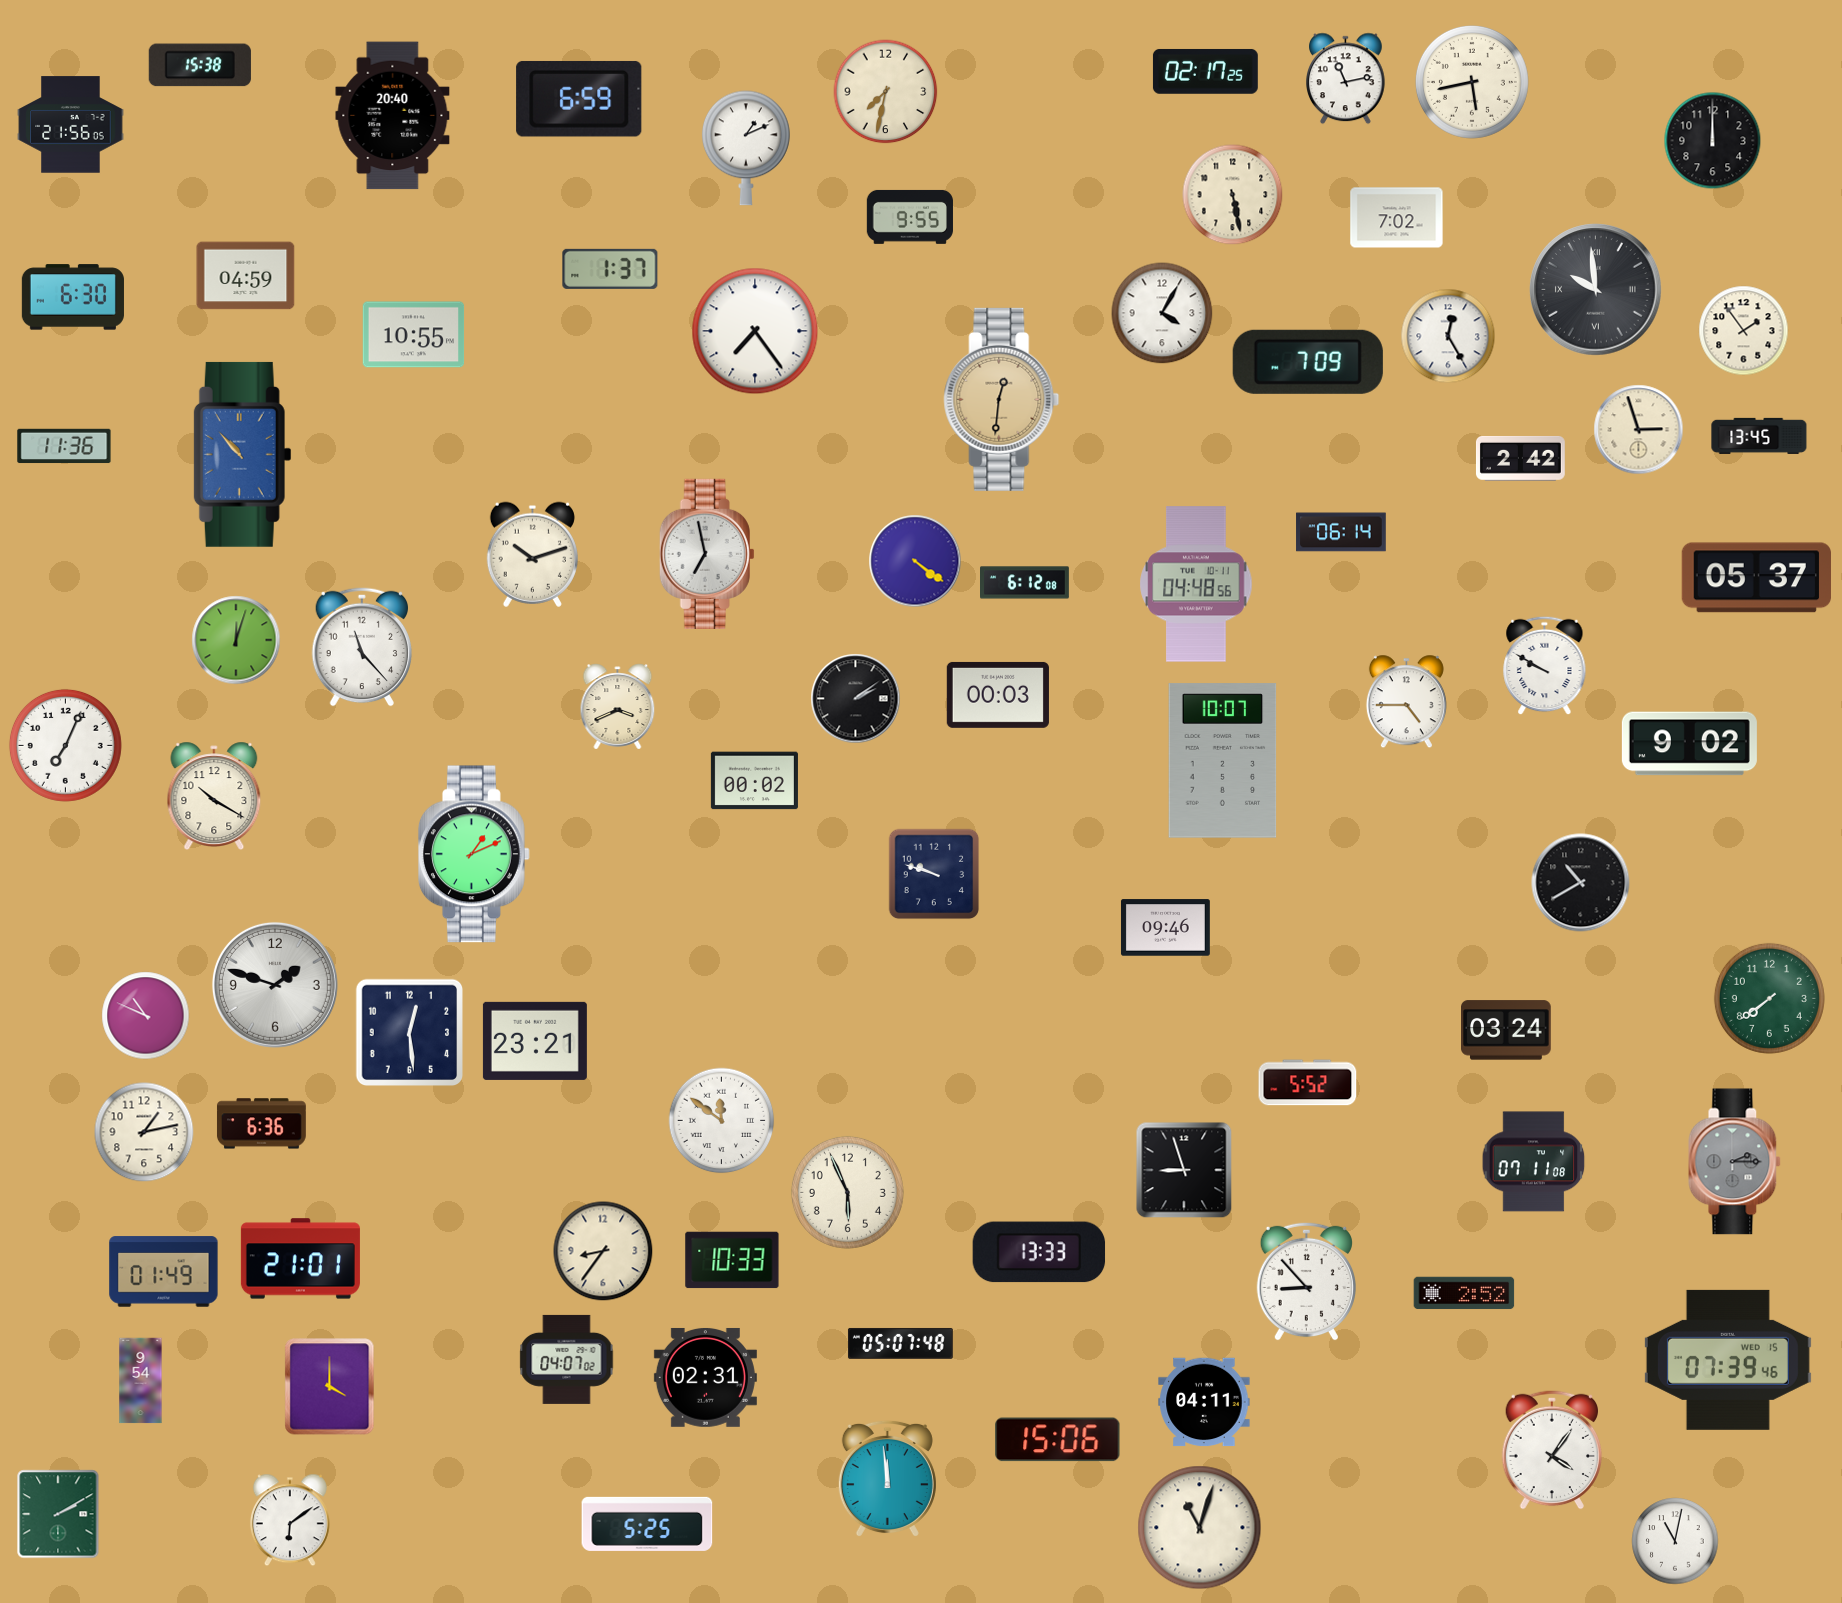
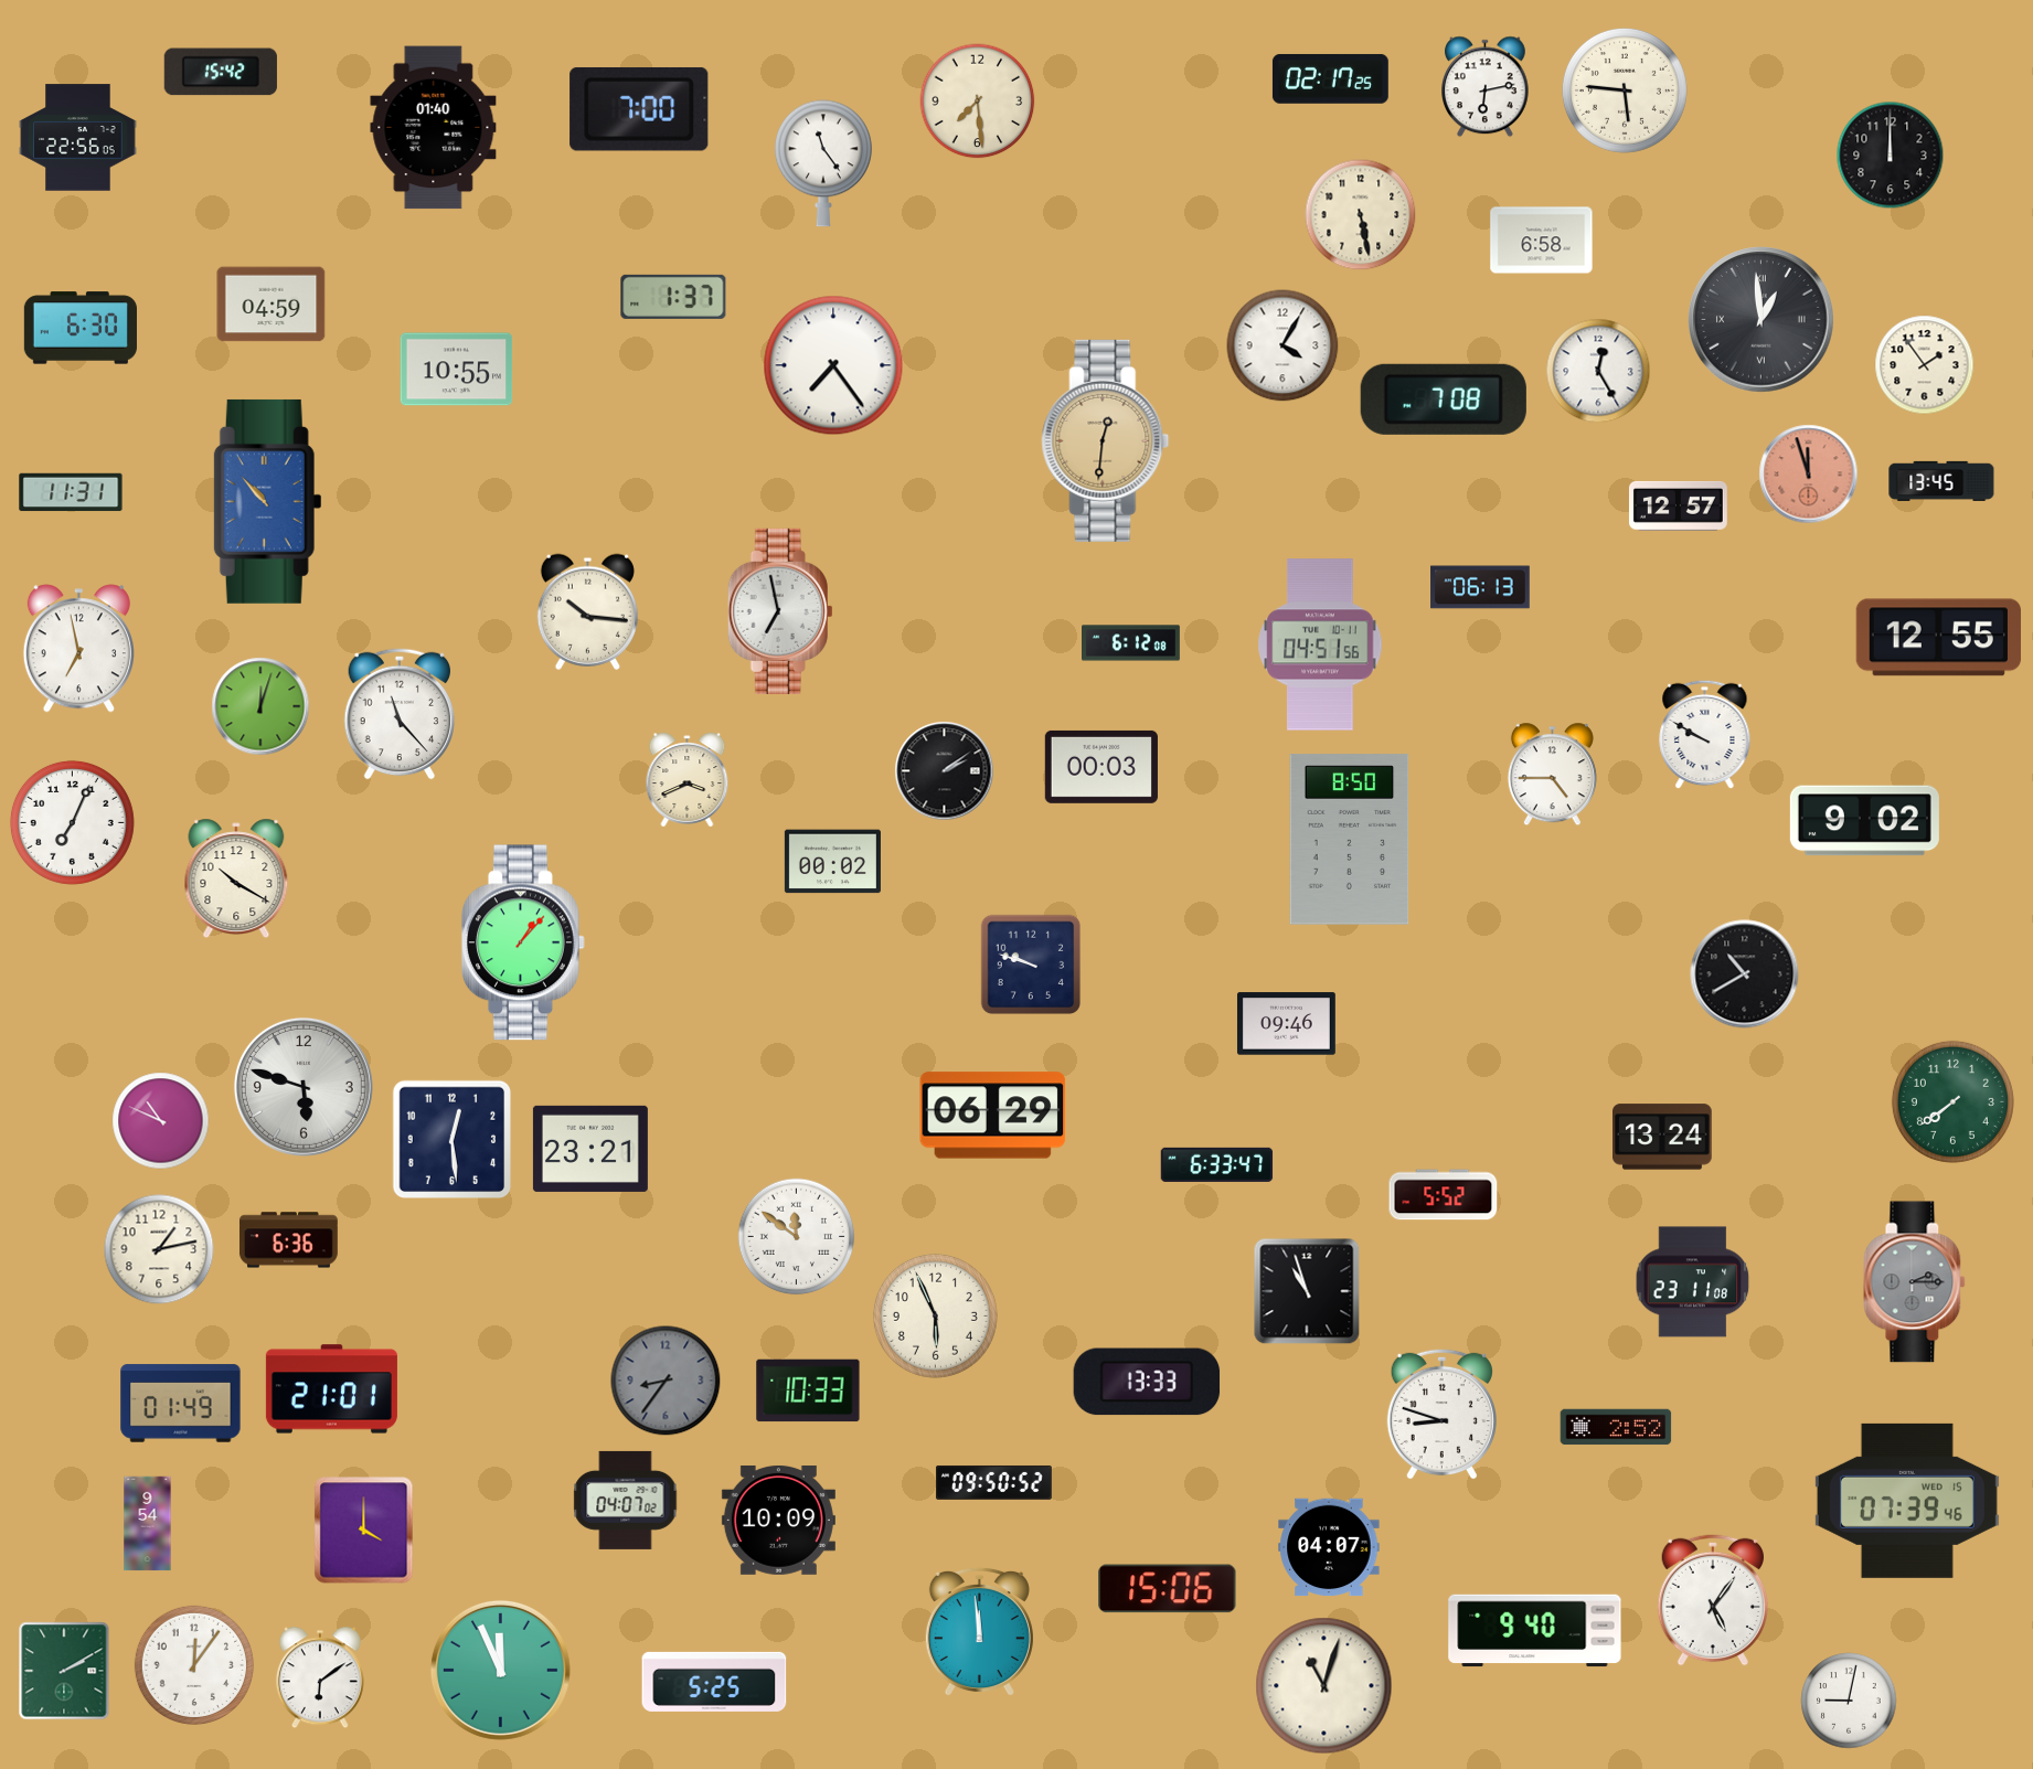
clock at (200, 65): 15:38 -> 15:42
clock at (1346, 79): 11:13 -> 6:13
clock at (1472, 82): 5:43 -> 5:46
clock at (886, 92): 7:32 -> 7:29
clock at (579, 99): 6:59 -> 7:00
clock at (393, 116): 20:40 -> 01:40
clock at (71, 125): 21:56 -> 22:56
clock at (746, 148): 1:11 -> 11:24
clock at (910, 217): 9:55 -> none
clock at (1397, 218): 7:02 -> 6:58
clock at (1596, 290): 9:59 -> 12:59
clock at (1308, 362): 7:09 -> 7:08
clock at (1639, 430): 2:57 -> 11:57
clock at (1639, 430) dial: cream -> salmon
clock at (64, 446): 11:36 -> 11:31
clock at (1520, 458): 2:42 -> 12:57
clock at (1341, 532): 06:14 -> 06:13
clock at (532, 554): 10:12 -> 10:16
clock at (915, 561): 4:21 -> none
clock at (1756, 578): 05:37 -> 12:55
clock at (1196, 584): 04:48 -> 04:51
clock at (78, 649): none -> 6:58
clock at (618, 707) position: (618, 707) -> (688, 780)
clock at (1223, 761): 10:07 -> 8:50
clock at (474, 854): 1:11 -> 1:07
clock at (275, 985): 1:48 -> 5:48
clock at (993, 1116): none -> 06:29
clock at (1506, 1030): 03:24 -> 13:24
clock at (1217, 1164): none -> 6:33
clock at (1534, 1162): 07:11 -> 23:11
clock at (1184, 1170): 8:57 -> 10:57
clock at (603, 1251) dial: cream -> grey
clock at (1306, 1281): 8:53 -> 8:48
clock at (900, 1343): 05:07 -> 09:50
clock at (705, 1377): 02:31 -> 10:09
clock at (141, 1381) position: (141, 1381) -> (148, 1524)
clock at (1204, 1402): 04:11 -> 04:07
clock at (1552, 1450): 4:06 -> 5:06
clock at (1535, 1631): none -> 9:40
clock at (194, 1665): none -> 12:06
clock at (500, 1670): none -> 11:56
clock at (1675, 1541): 11:02 -> 9:02
